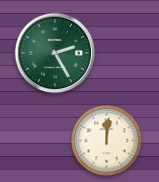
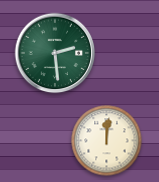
clock at (55, 53): 2:25 -> 2:29
